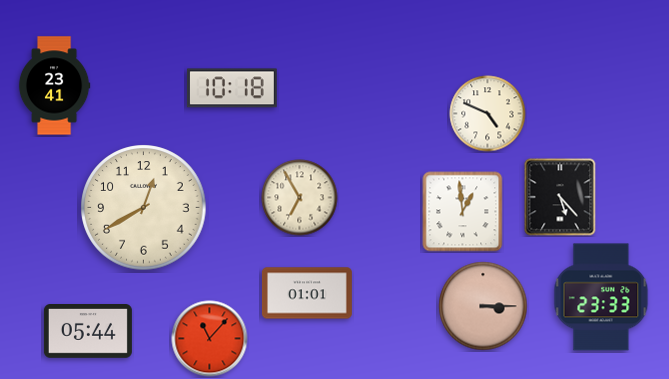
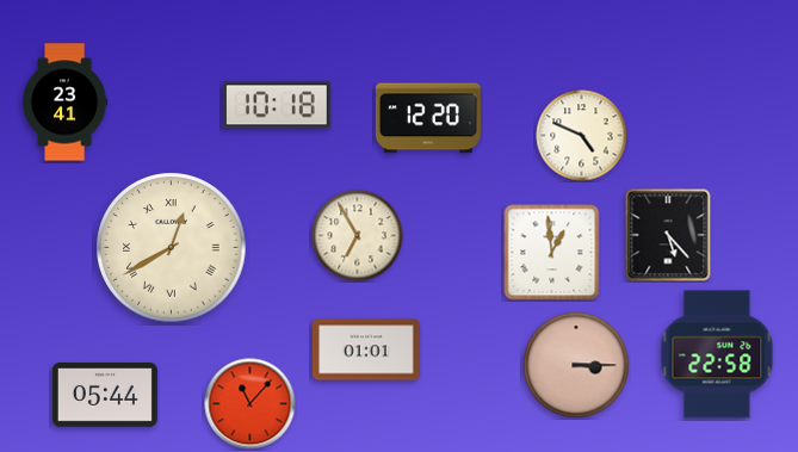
clock at (428, 118): none -> 12:20
clock at (144, 208) numerals: Arabic -> Roman
clock at (601, 297): 23:33 -> 22:58
